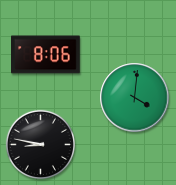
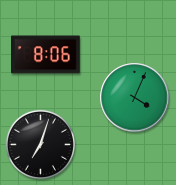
clock at (135, 98): 4:01 -> 4:04
clock at (40, 144): 8:47 -> 7:03
